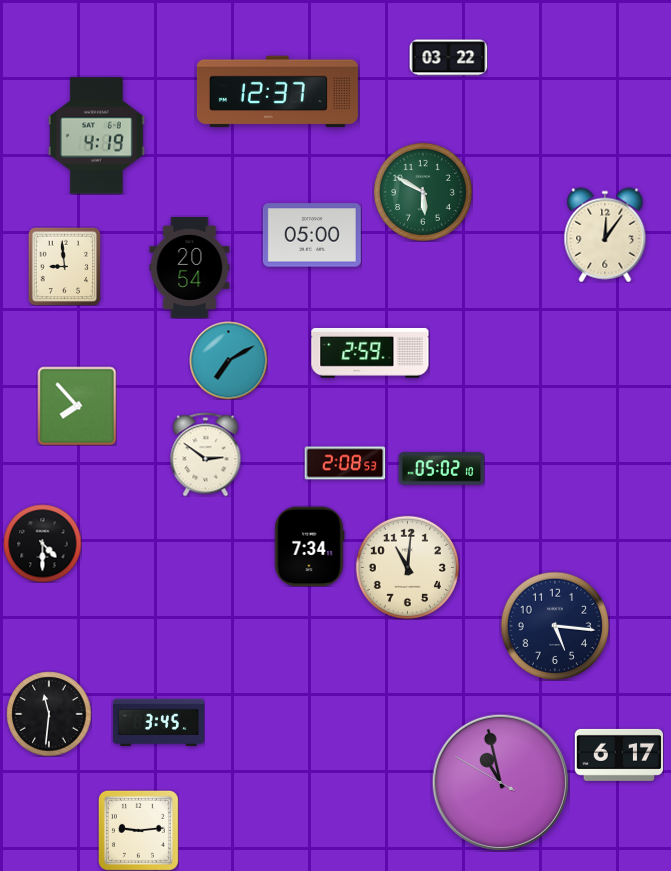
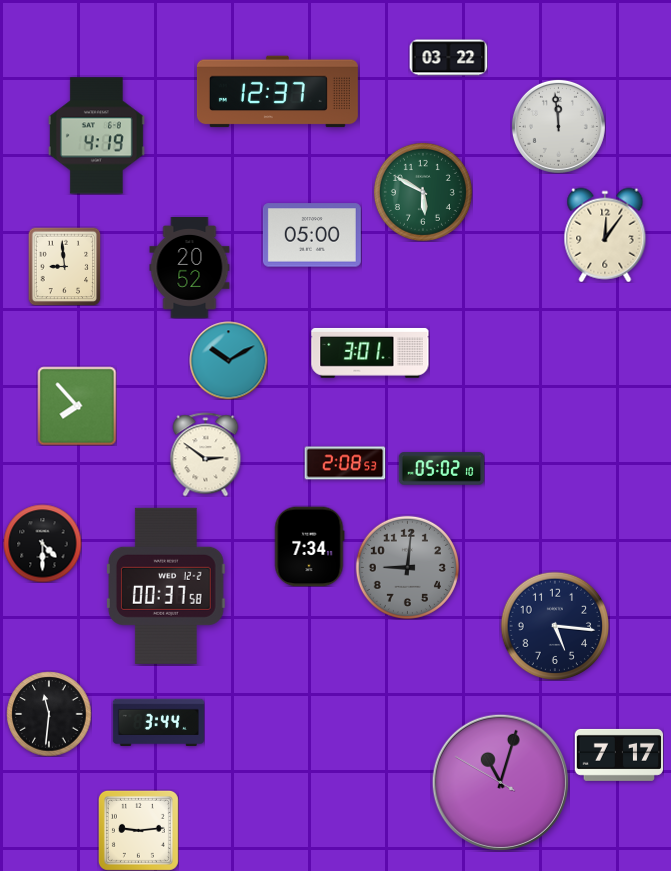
clock at (558, 126): none -> 11:59
clock at (190, 268): 20:54 -> 20:52
clock at (370, 353): 2:59 -> 3:01
clock at (228, 360): 7:10 -> 10:10
clock at (407, 567): 11:01 -> 9:01
clock at (407, 567) dial: cream -> grey
clock at (166, 586): none -> 00:37
clock at (158, 722): 3:45 -> 3:44
clock at (619, 755): 6:17 -> 7:17
clock at (500, 782): 10:57 -> 11:02
